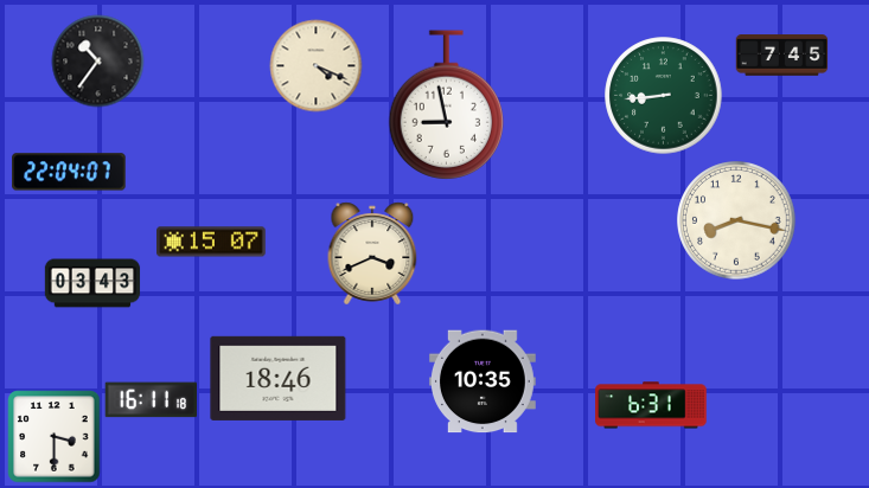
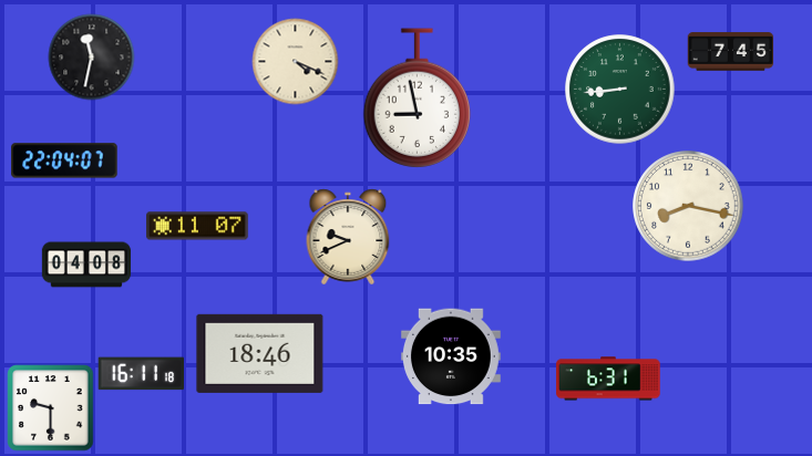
clock at (97, 60): 10:36 -> 11:32
clock at (212, 242): 15:07 -> 11:07
clock at (372, 253): 3:41 -> 9:41
clock at (92, 283): 03:43 -> 04:08
clock at (53, 436): 3:30 -> 9:30
